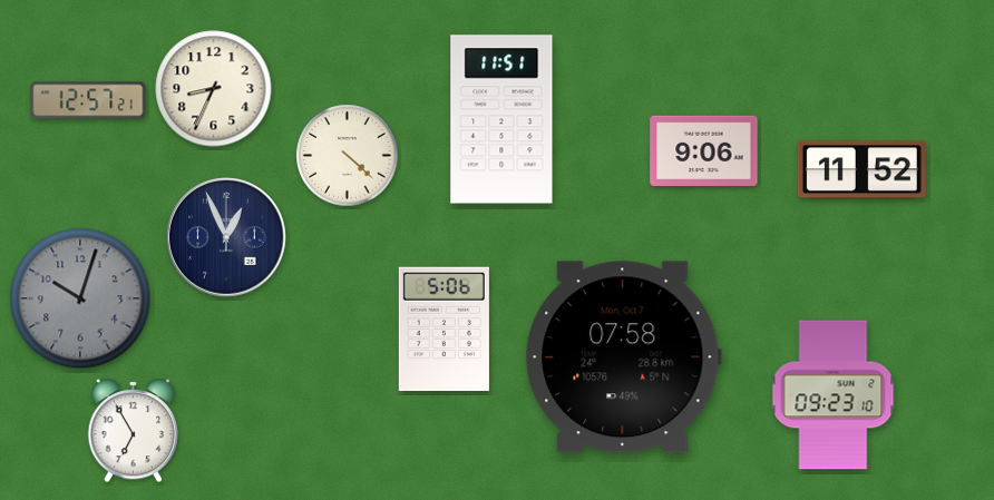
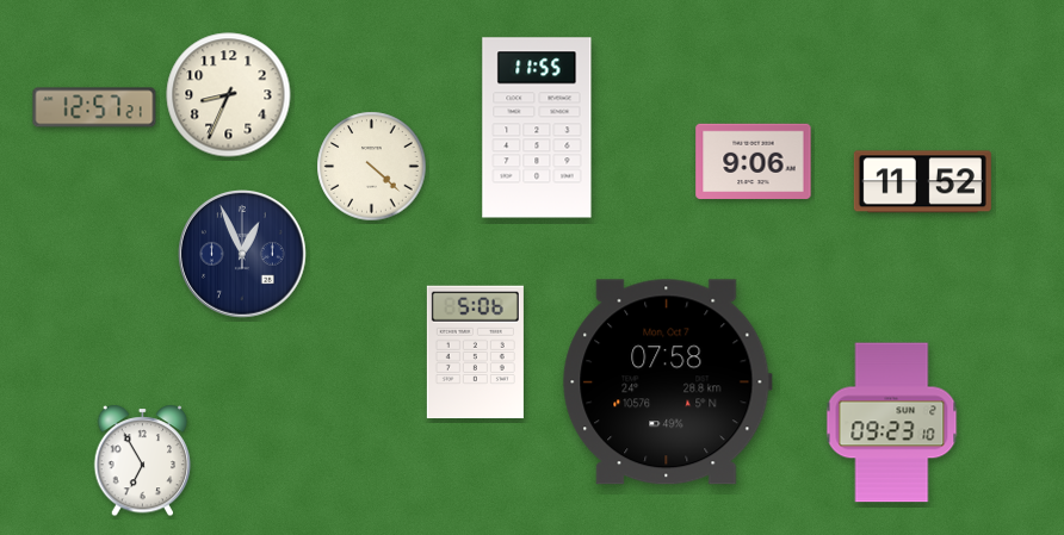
clock at (501, 119): 11:51 -> 11:55
clock at (80, 298): 10:03 -> none
